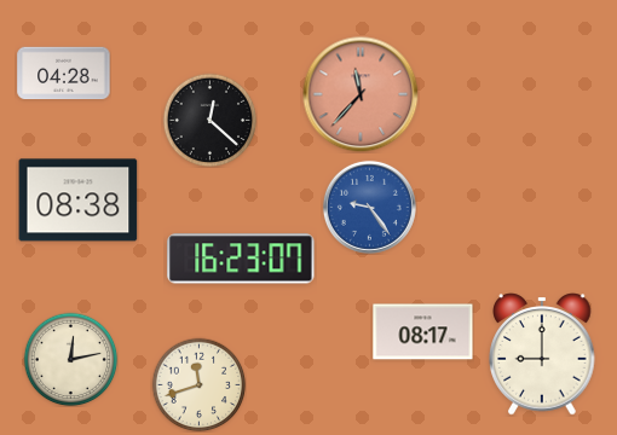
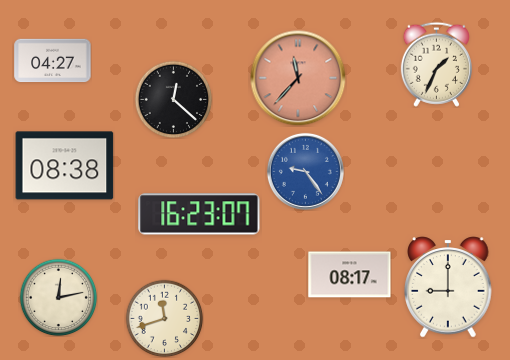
clock at (64, 74): 04:28 -> 04:27
clock at (436, 64): none -> 1:34
clock at (542, 354) position: (542, 354) -> (448, 287)
